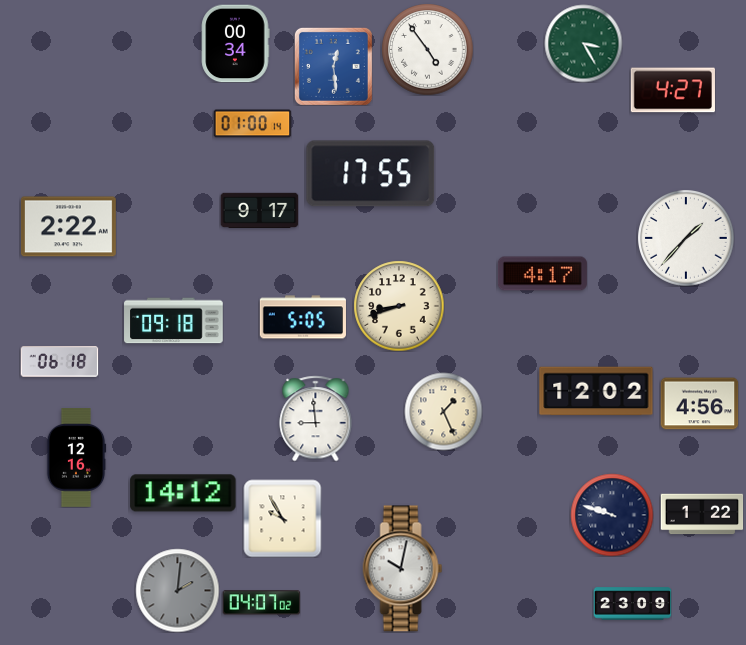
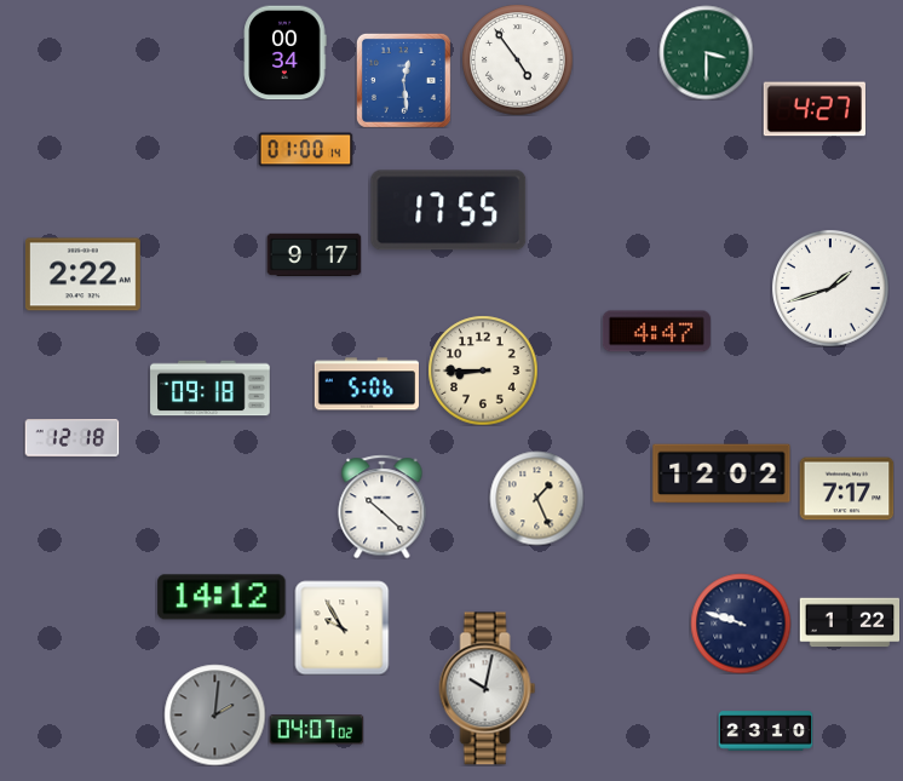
clock at (583, 43): 3:25 -> 3:30
clock at (686, 238): 1:37 -> 1:42
clock at (542, 274): 4:17 -> 4:47
clock at (399, 306): 8:42 -> 8:45
clock at (303, 317): 5:05 -> 5:06
clock at (59, 362): 06:18 -> 12:18
clock at (699, 404): 4:56 -> 7:17
clock at (316, 418): 8:59 -> 10:22
clock at (76, 458): 12:16 -> none
clock at (632, 604): 23:09 -> 23:10
